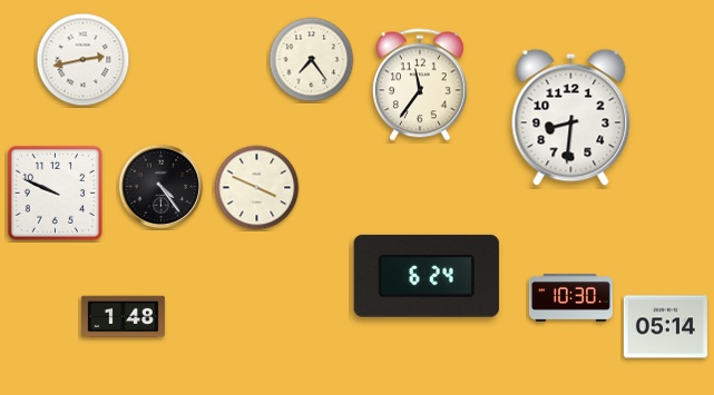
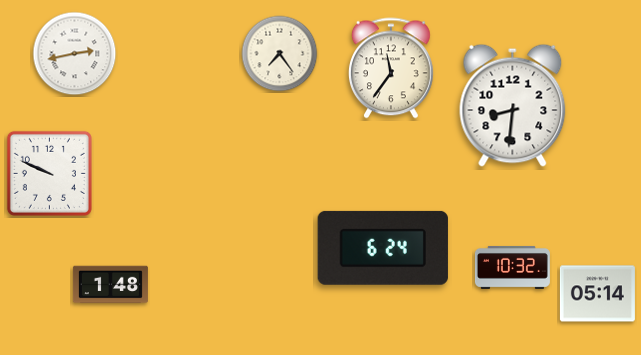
clock at (420, 85) position: (420, 85) -> (391, 68)
clock at (162, 187): 4:24 -> none
clock at (257, 188): 3:49 -> none
clock at (570, 298): 10:30 -> 10:32
